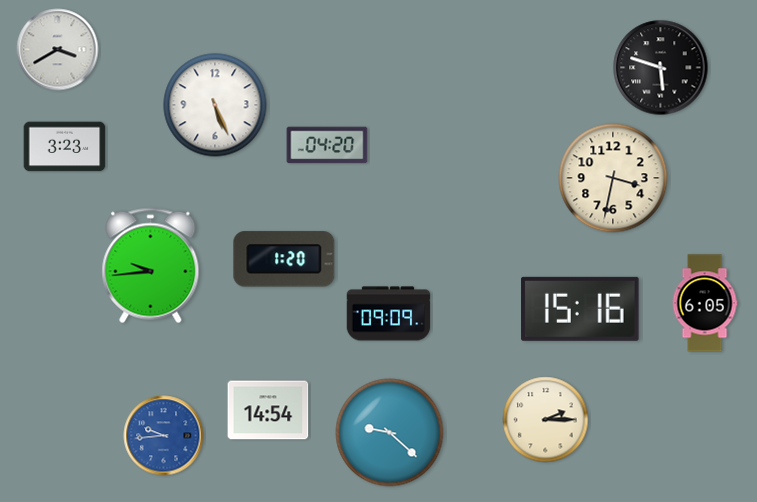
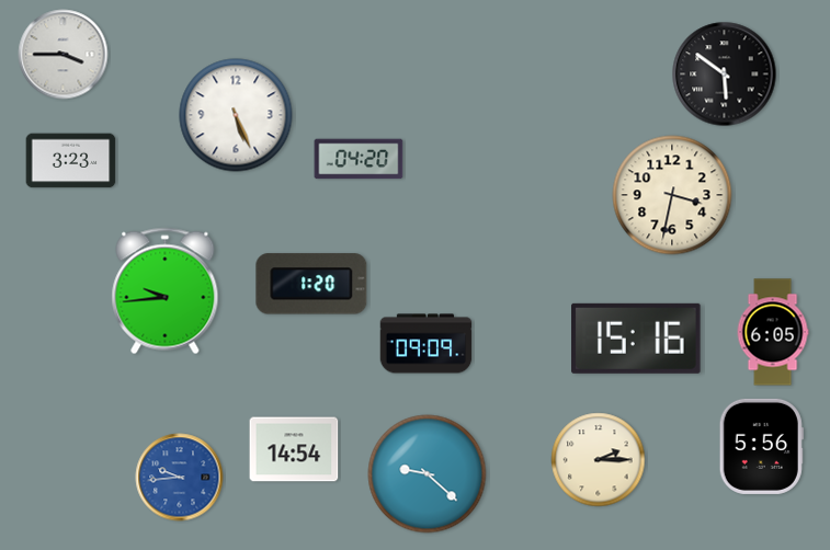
clock at (58, 50): 3:40 -> 3:45
clock at (661, 68): 5:48 -> 5:51
clock at (761, 446): none -> 5:56
